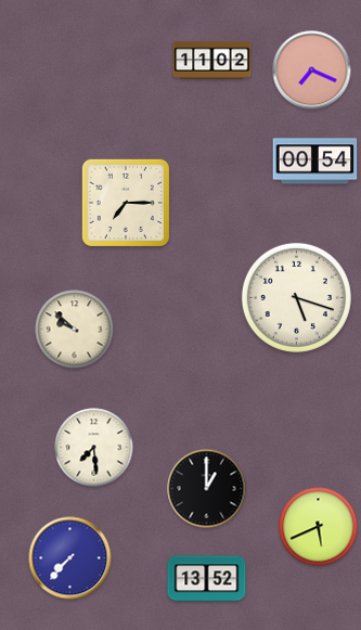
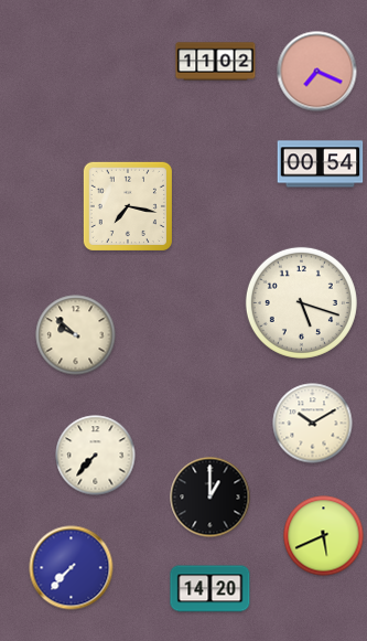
clock at (126, 203): 7:15 -> 7:17
clock at (313, 424): none -> 10:10
clock at (94, 448): 7:29 -> 7:37
clock at (207, 579): 13:52 -> 14:20
